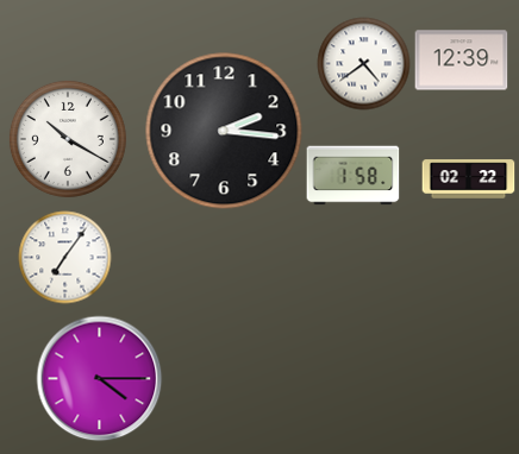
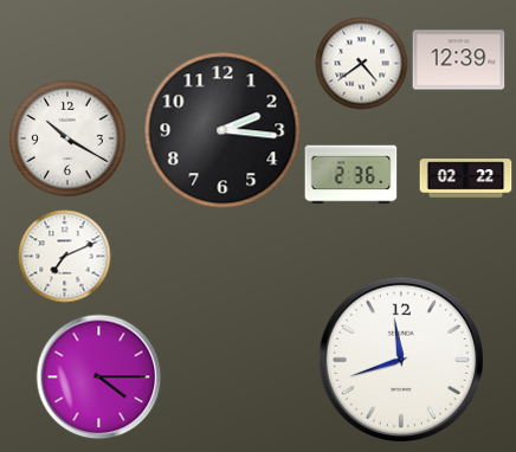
clock at (352, 176): 1:58 -> 2:36
clock at (64, 257): 7:06 -> 7:11
clock at (400, 359): none -> 11:42
